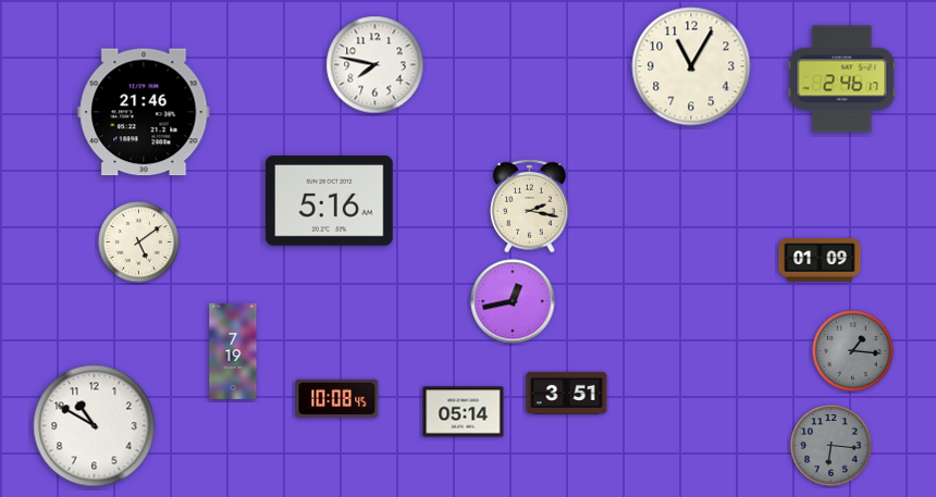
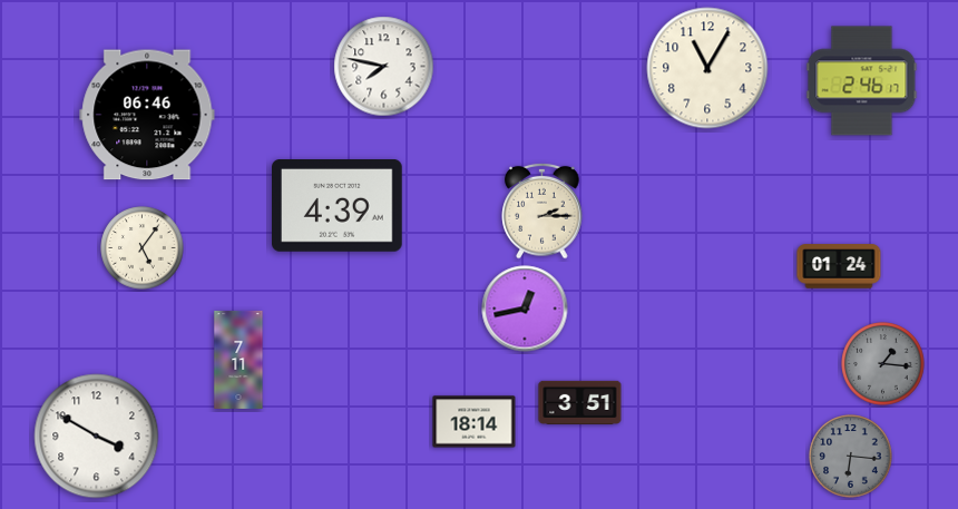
clock at (144, 112): 21:46 -> 06:46
clock at (330, 201): 5:16 -> 4:39
clock at (530, 206): 2:17 -> 2:15
clock at (139, 243): 5:09 -> 5:06
clock at (820, 260): 01:09 -> 01:24
clock at (233, 351): 7:19 -> 7:11
clock at (853, 351) position: (853, 351) -> (883, 364)
clock at (337, 399): 10:08 -> none
clock at (464, 412): 05:14 -> 18:14
clock at (95, 426): 10:50 -> 3:50
